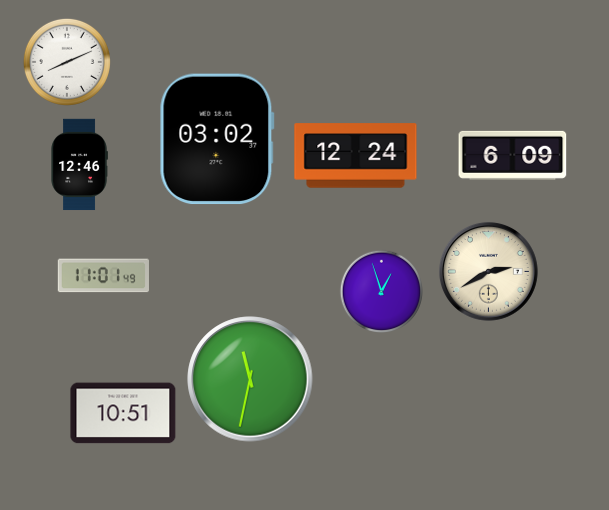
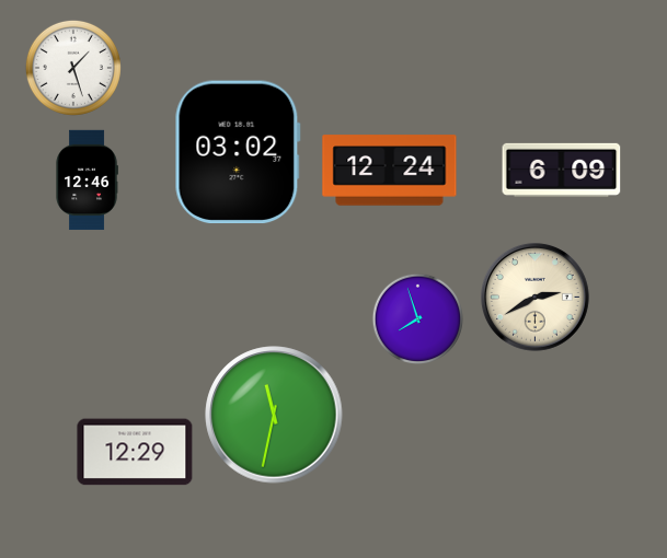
clock at (67, 62): 8:11 -> 1:27
clock at (103, 276): 11:01 -> none
clock at (381, 291): 12:57 -> 7:57
clock at (123, 413): 10:51 -> 12:29
